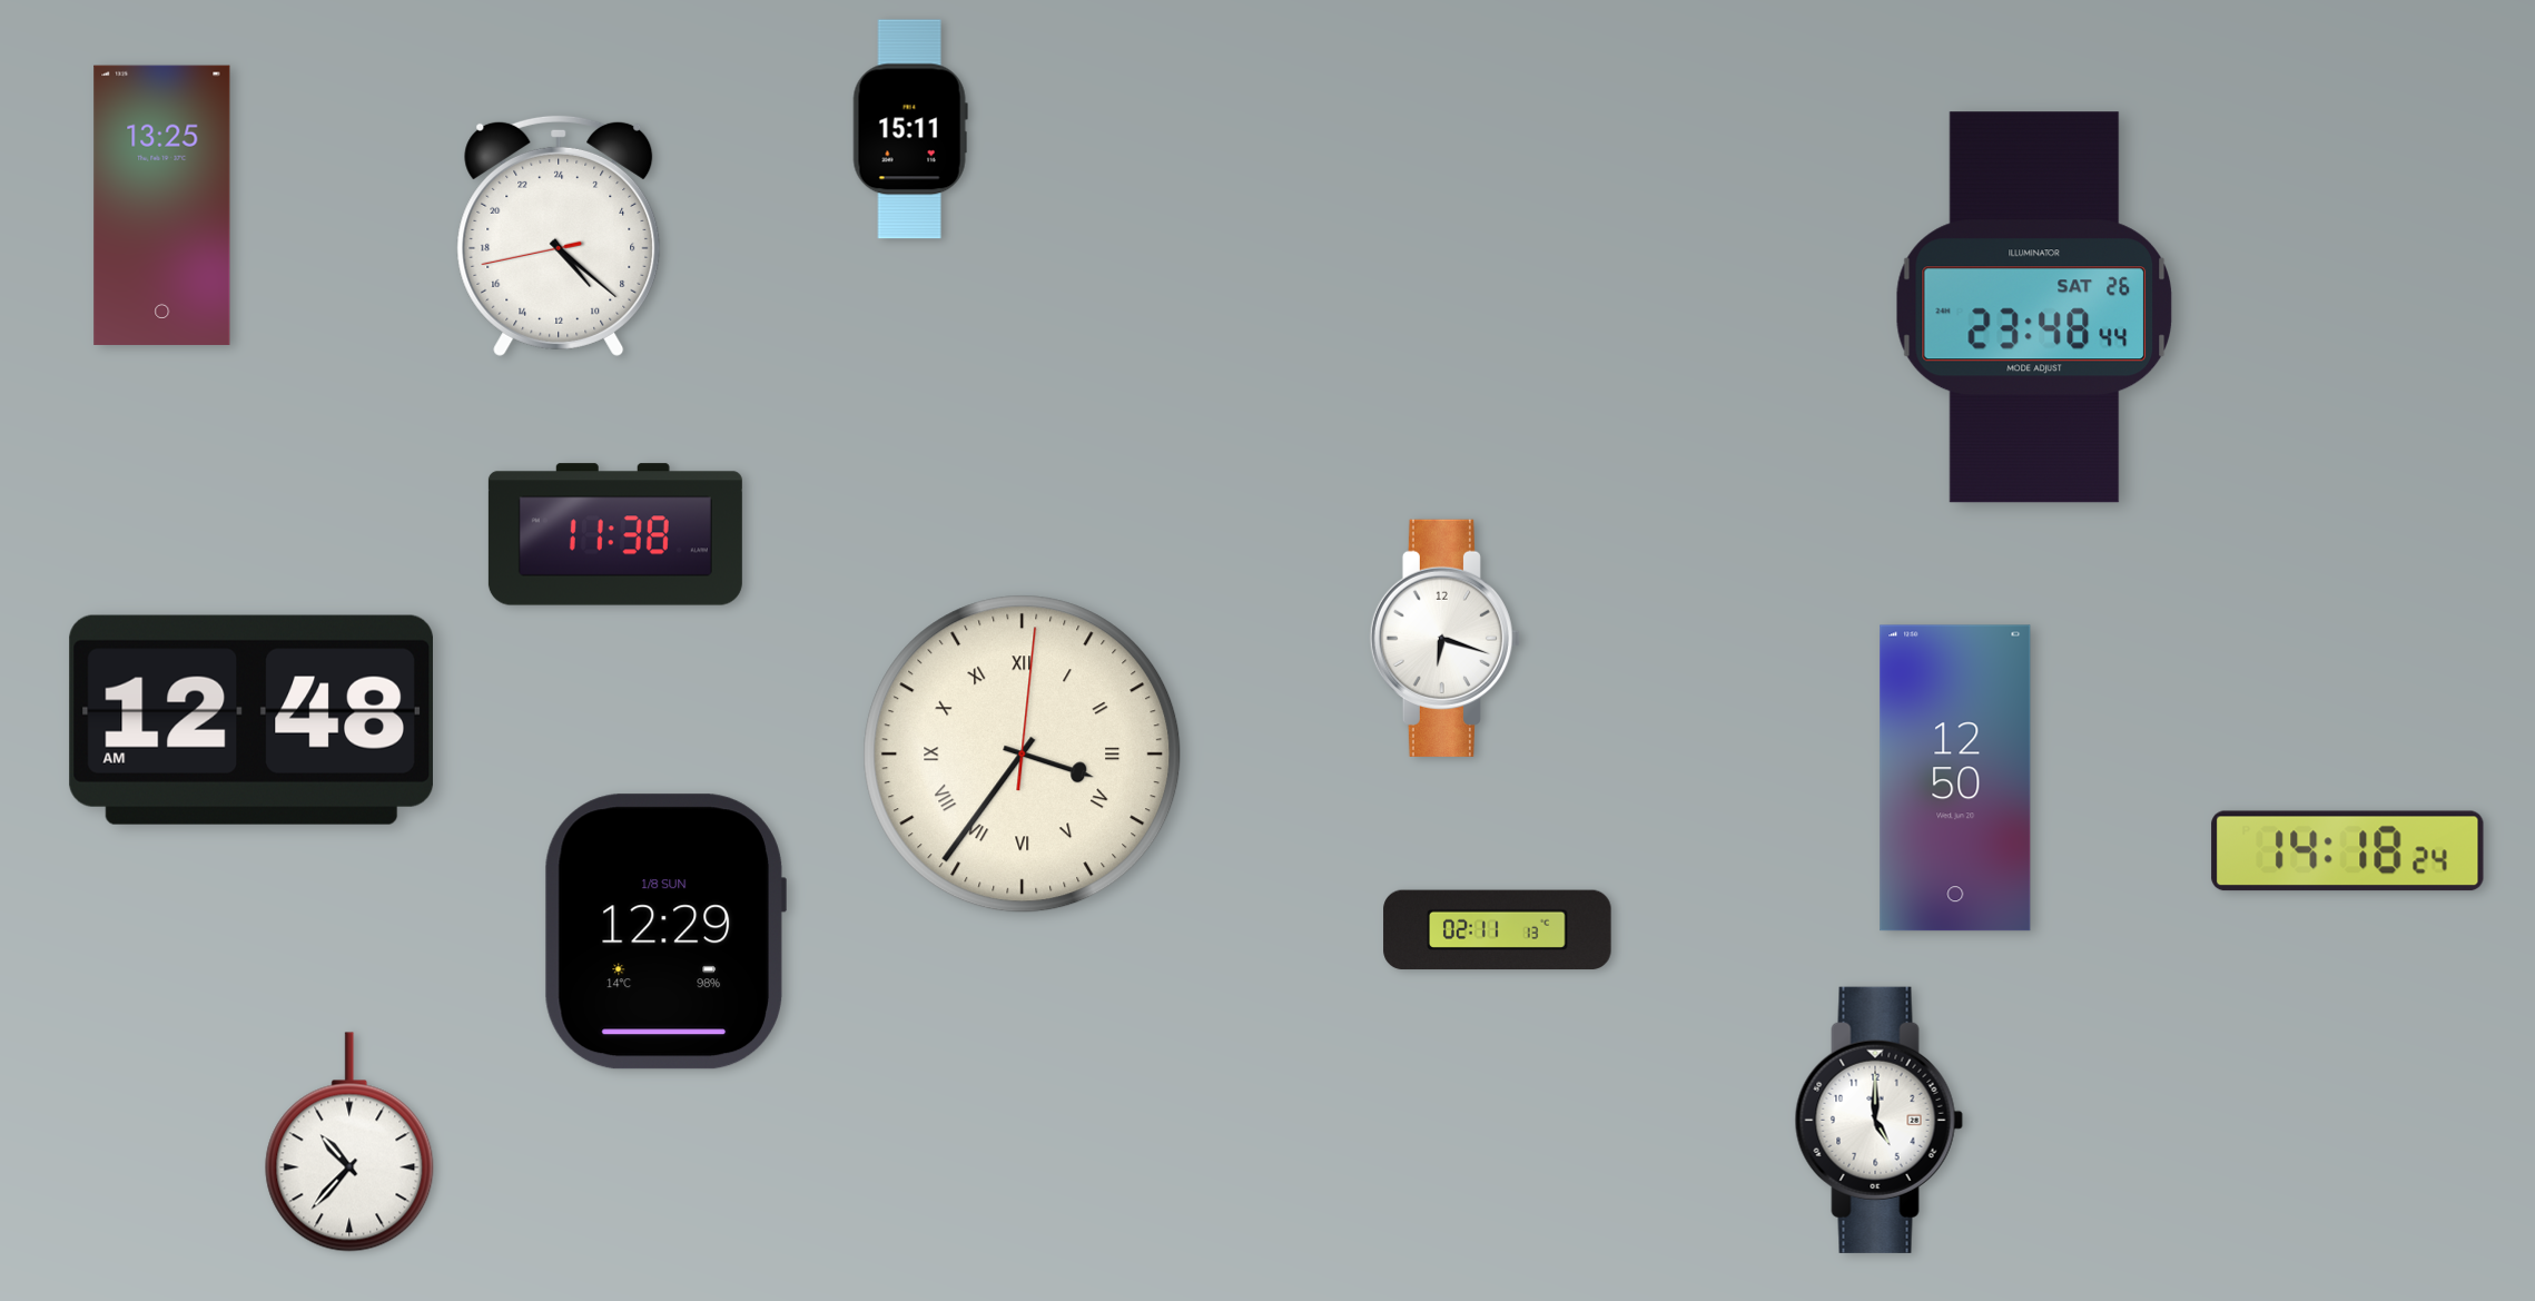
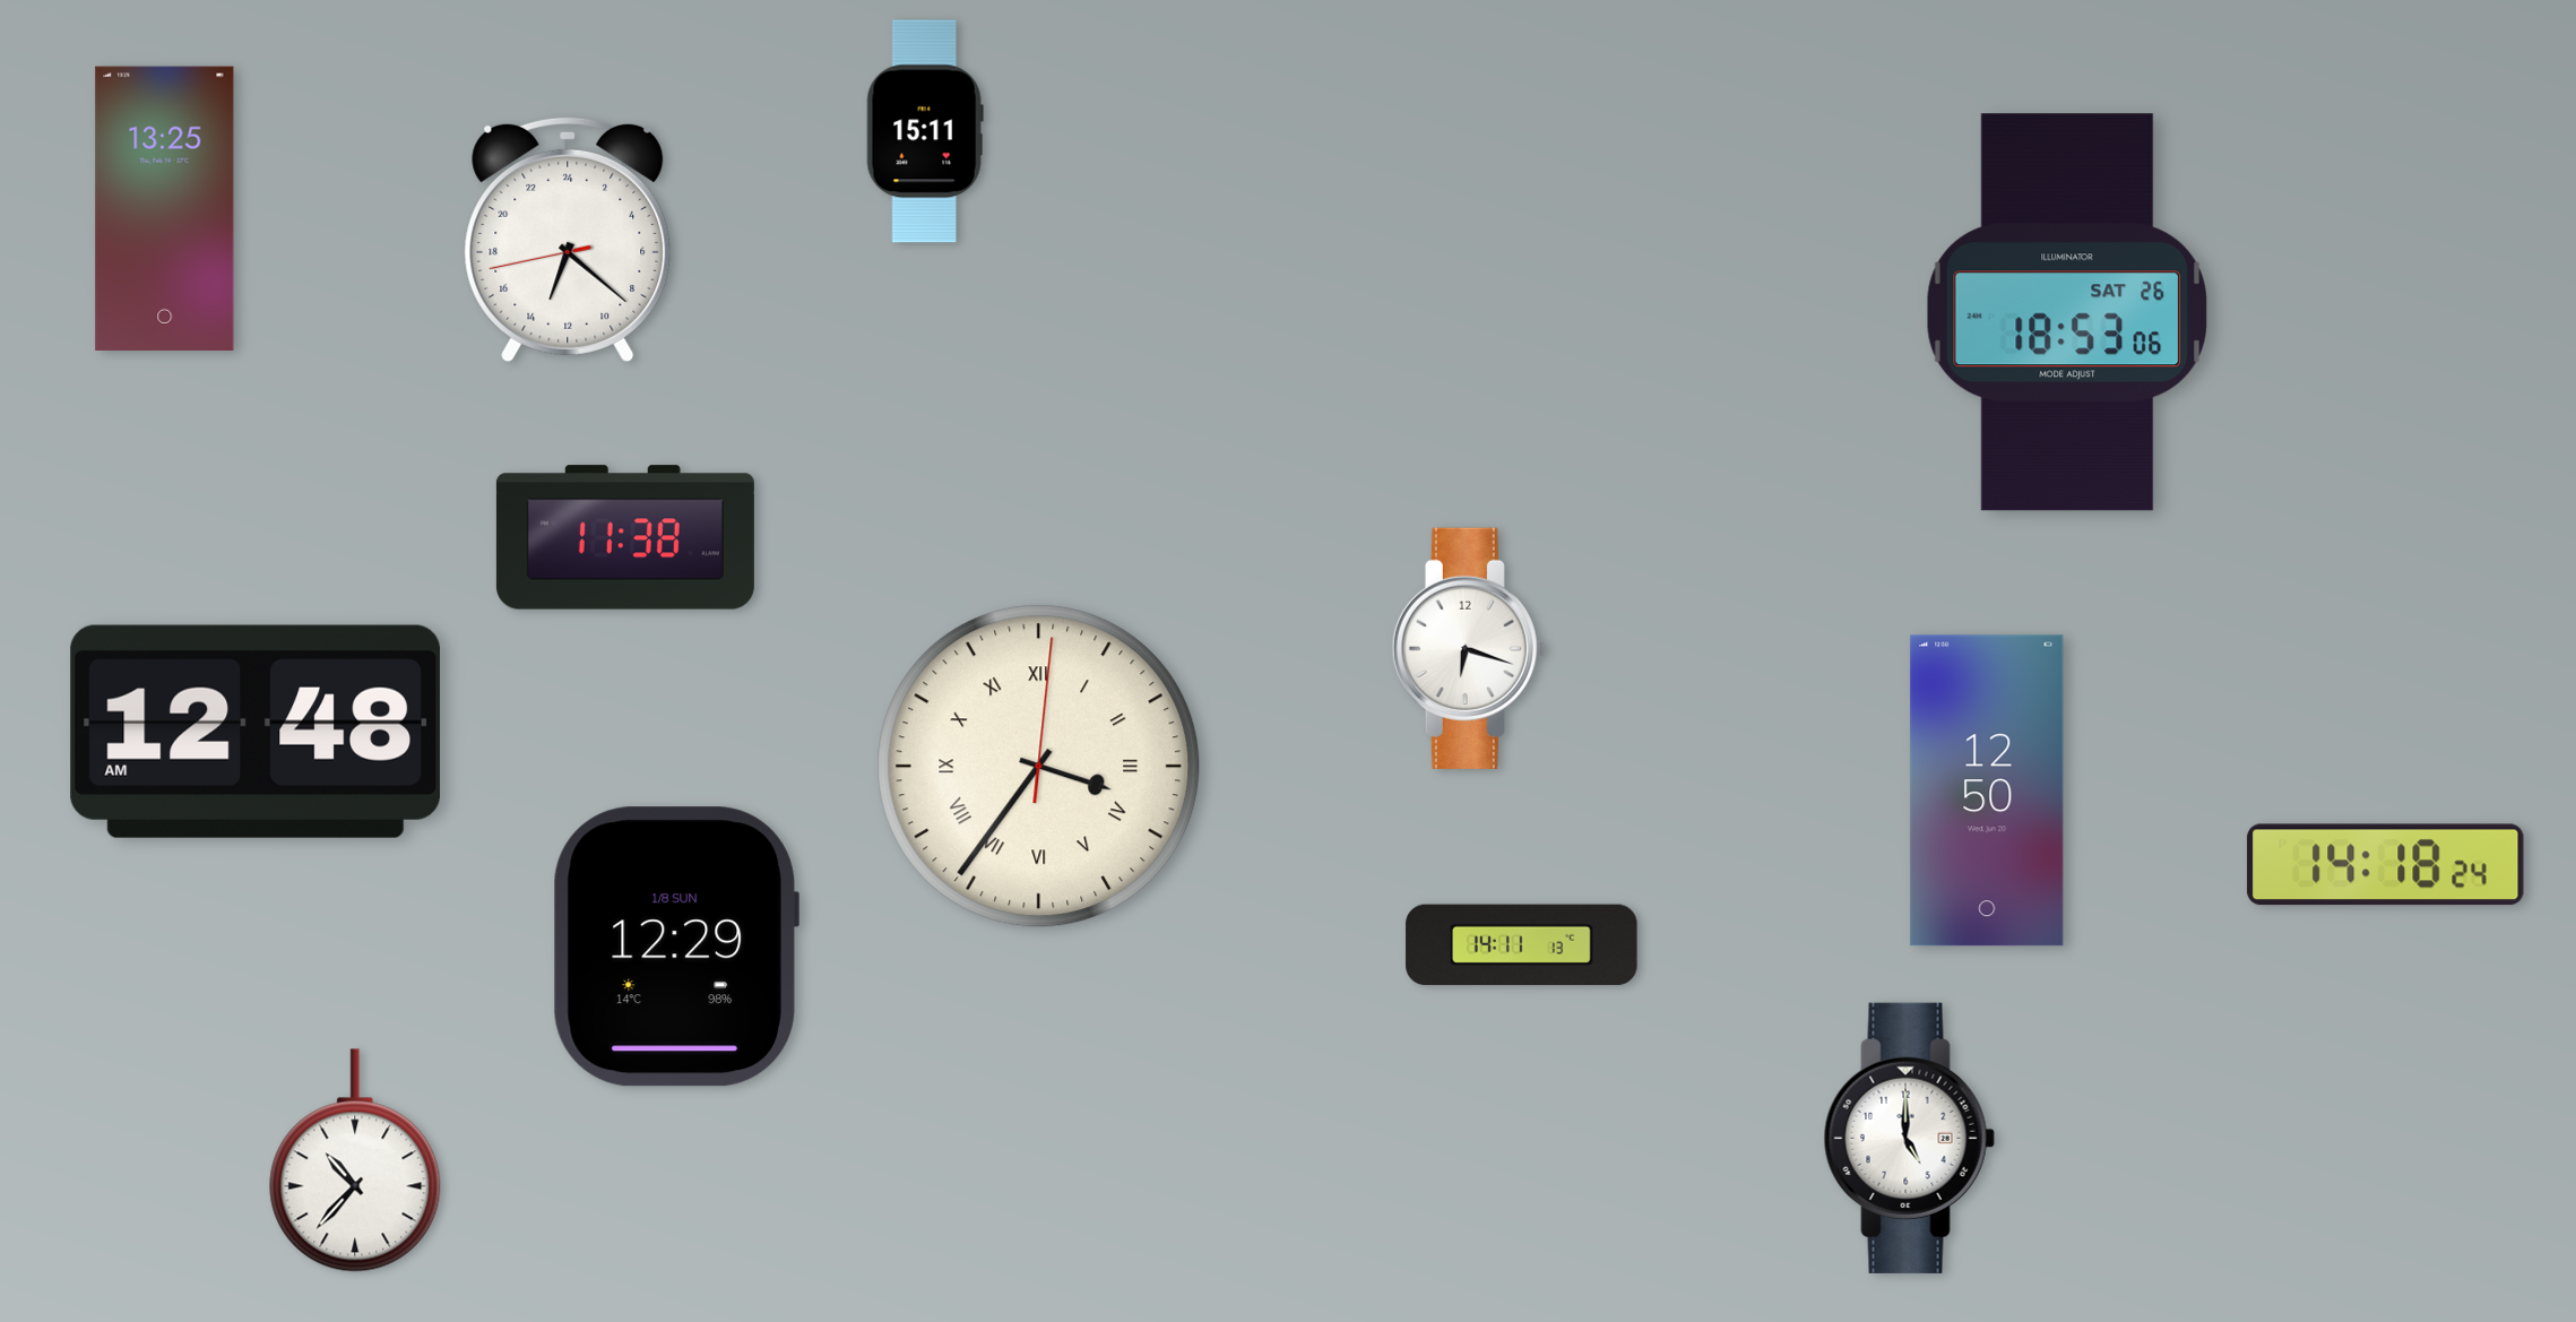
clock at (559, 235): 9:21 -> 13:21
clock at (2034, 307): 23:48 -> 18:53
clock at (615, 534) position: (615, 534) -> (625, 537)
clock at (1498, 930): 02:11 -> 14:11
